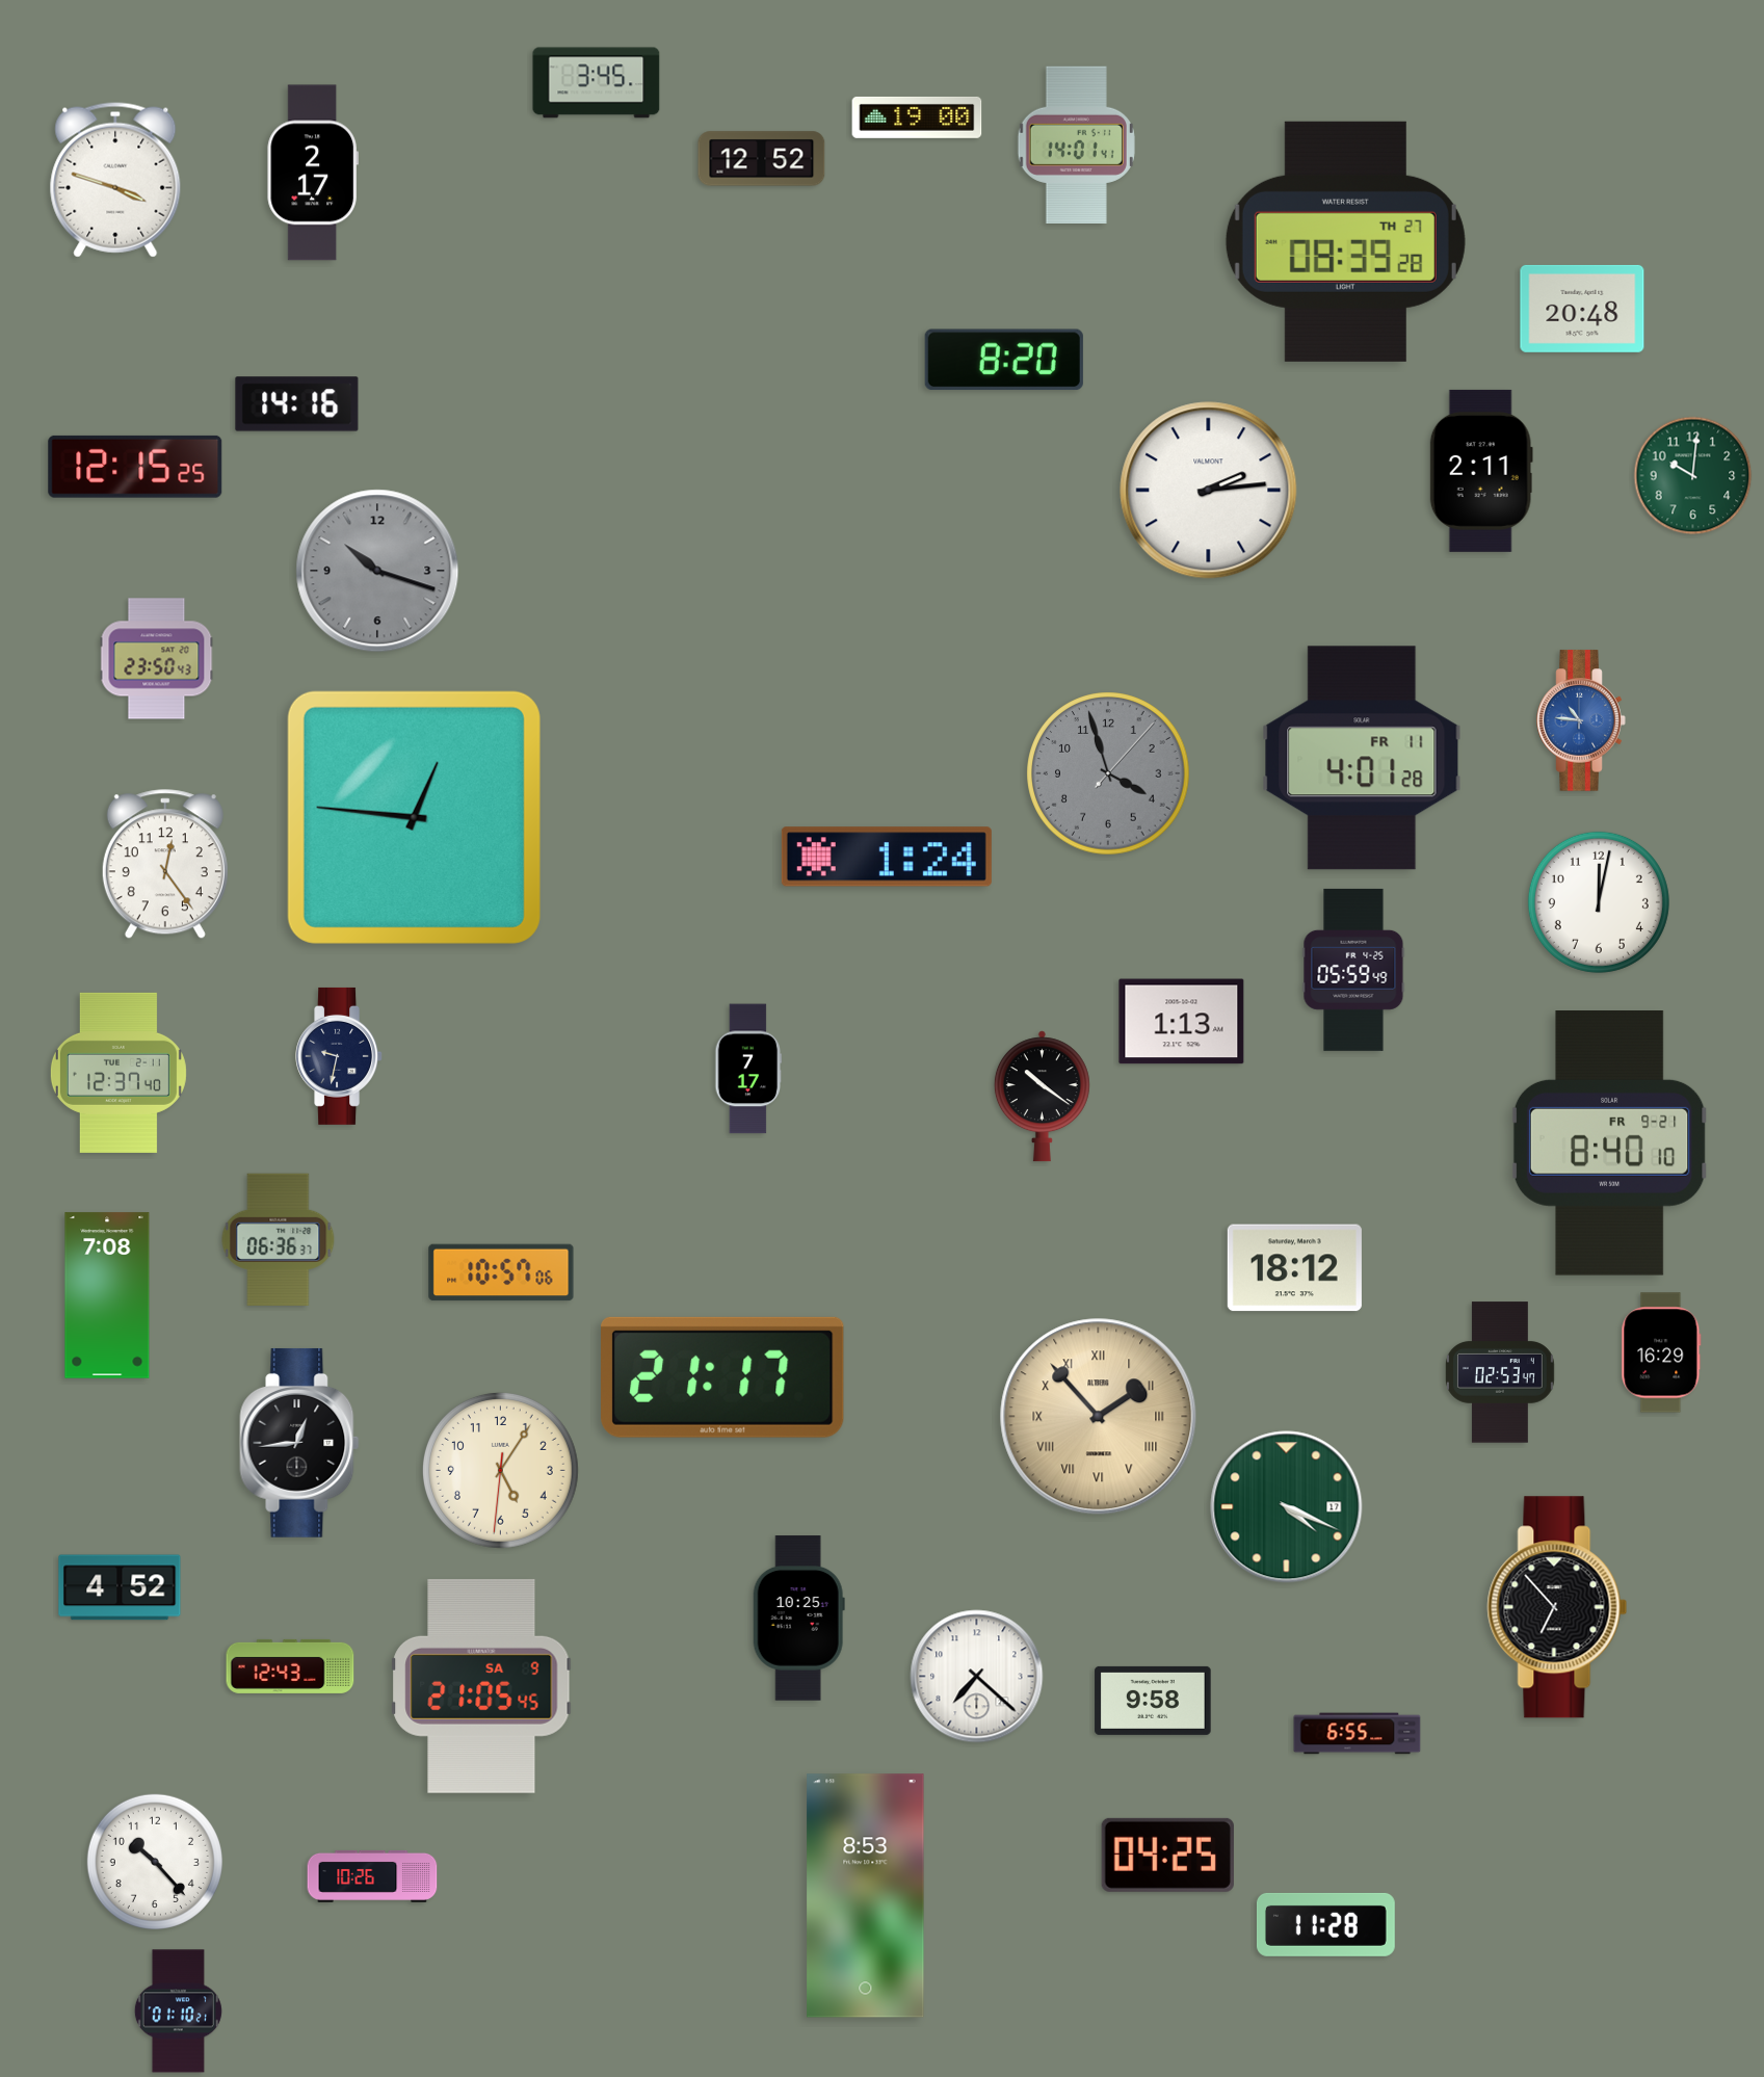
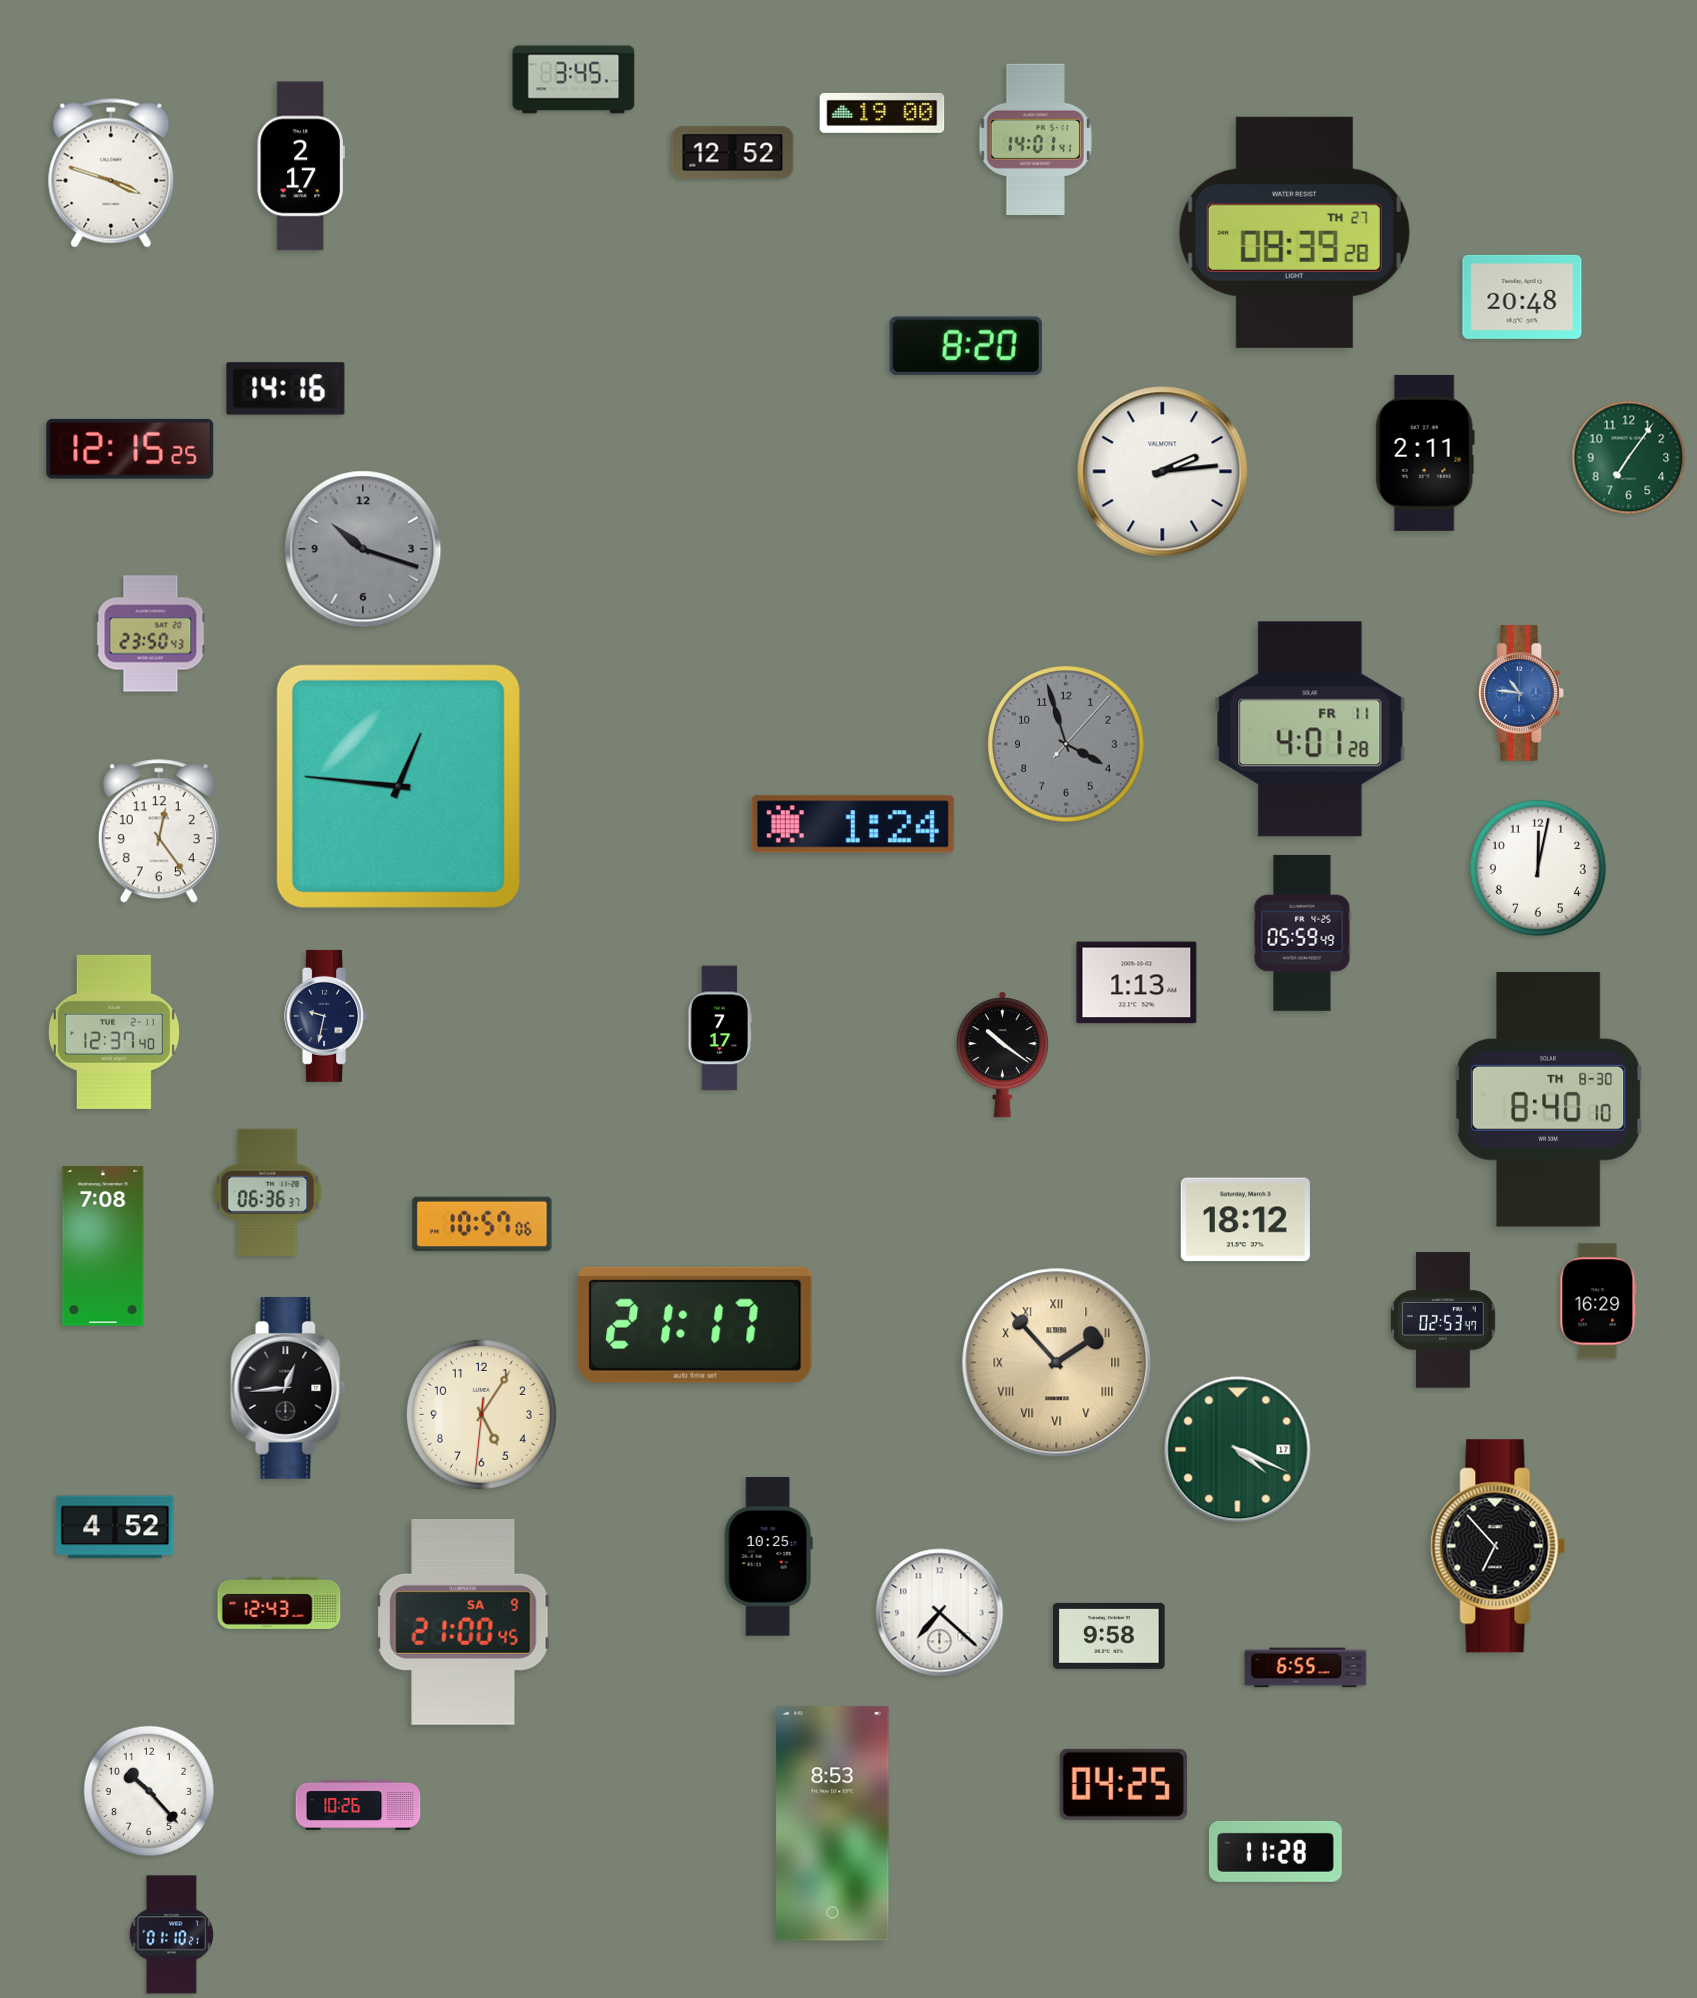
clock at (1693, 476): 10:01 -> 7:06
clock at (1610, 1143) date: FR 9-21 -> TH 8-30
clock at (481, 1686): 21:05 -> 21:00
